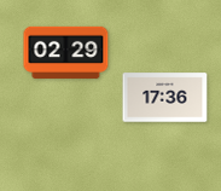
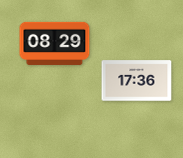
clock at (66, 52): 02:29 -> 08:29
